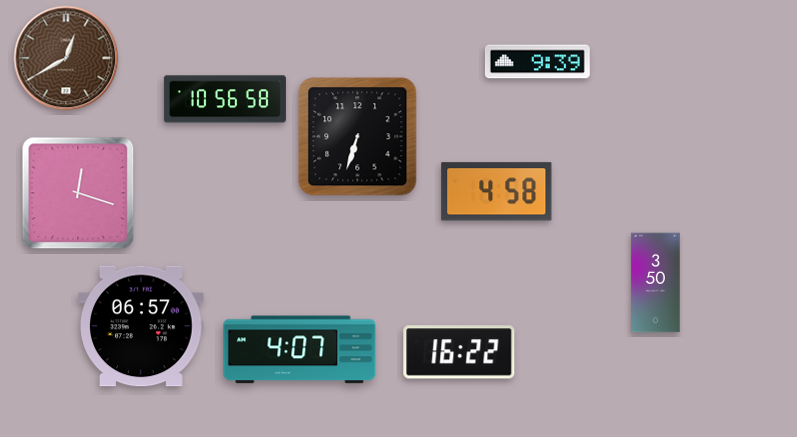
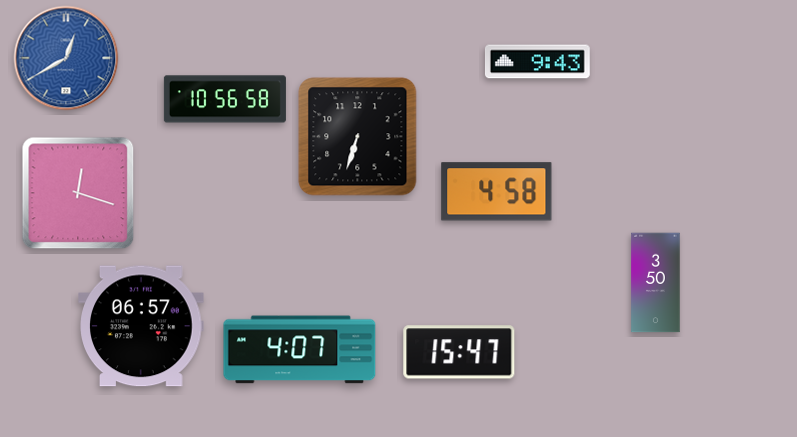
clock at (66, 58) dial: brown -> blue
clock at (537, 62): 9:39 -> 9:43
clock at (459, 352): 16:22 -> 15:47
